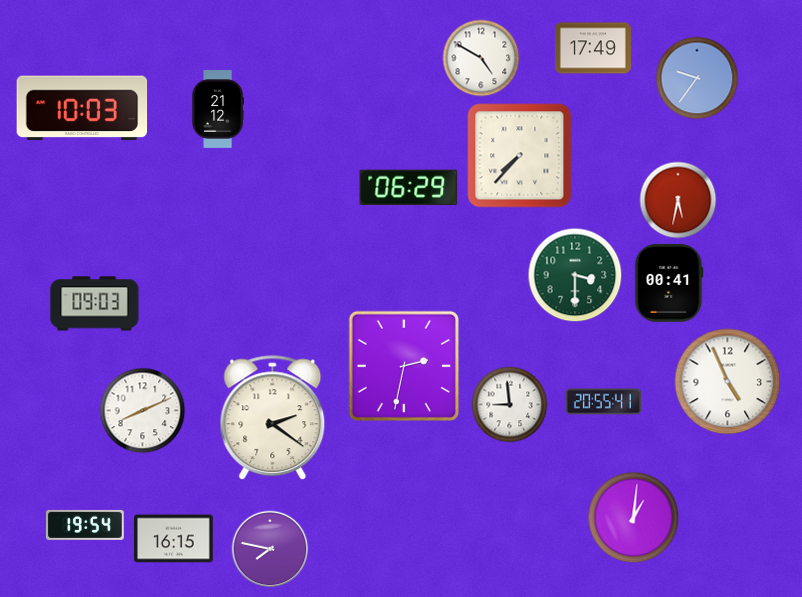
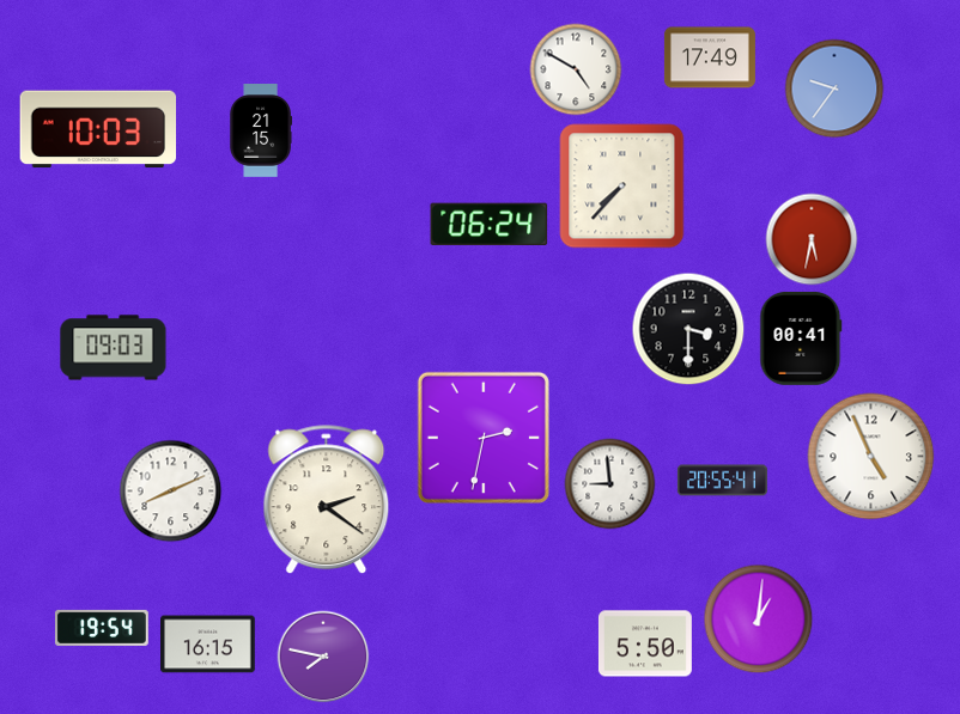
clock at (697, 78) position: (697, 78) -> (834, 89)
clock at (217, 110): 21:12 -> 21:15
clock at (409, 188): 06:29 -> 06:24
clock at (575, 275) dial: green -> black
clock at (95, 304) position: (95, 304) -> (114, 348)
clock at (645, 643): none -> 5:50
